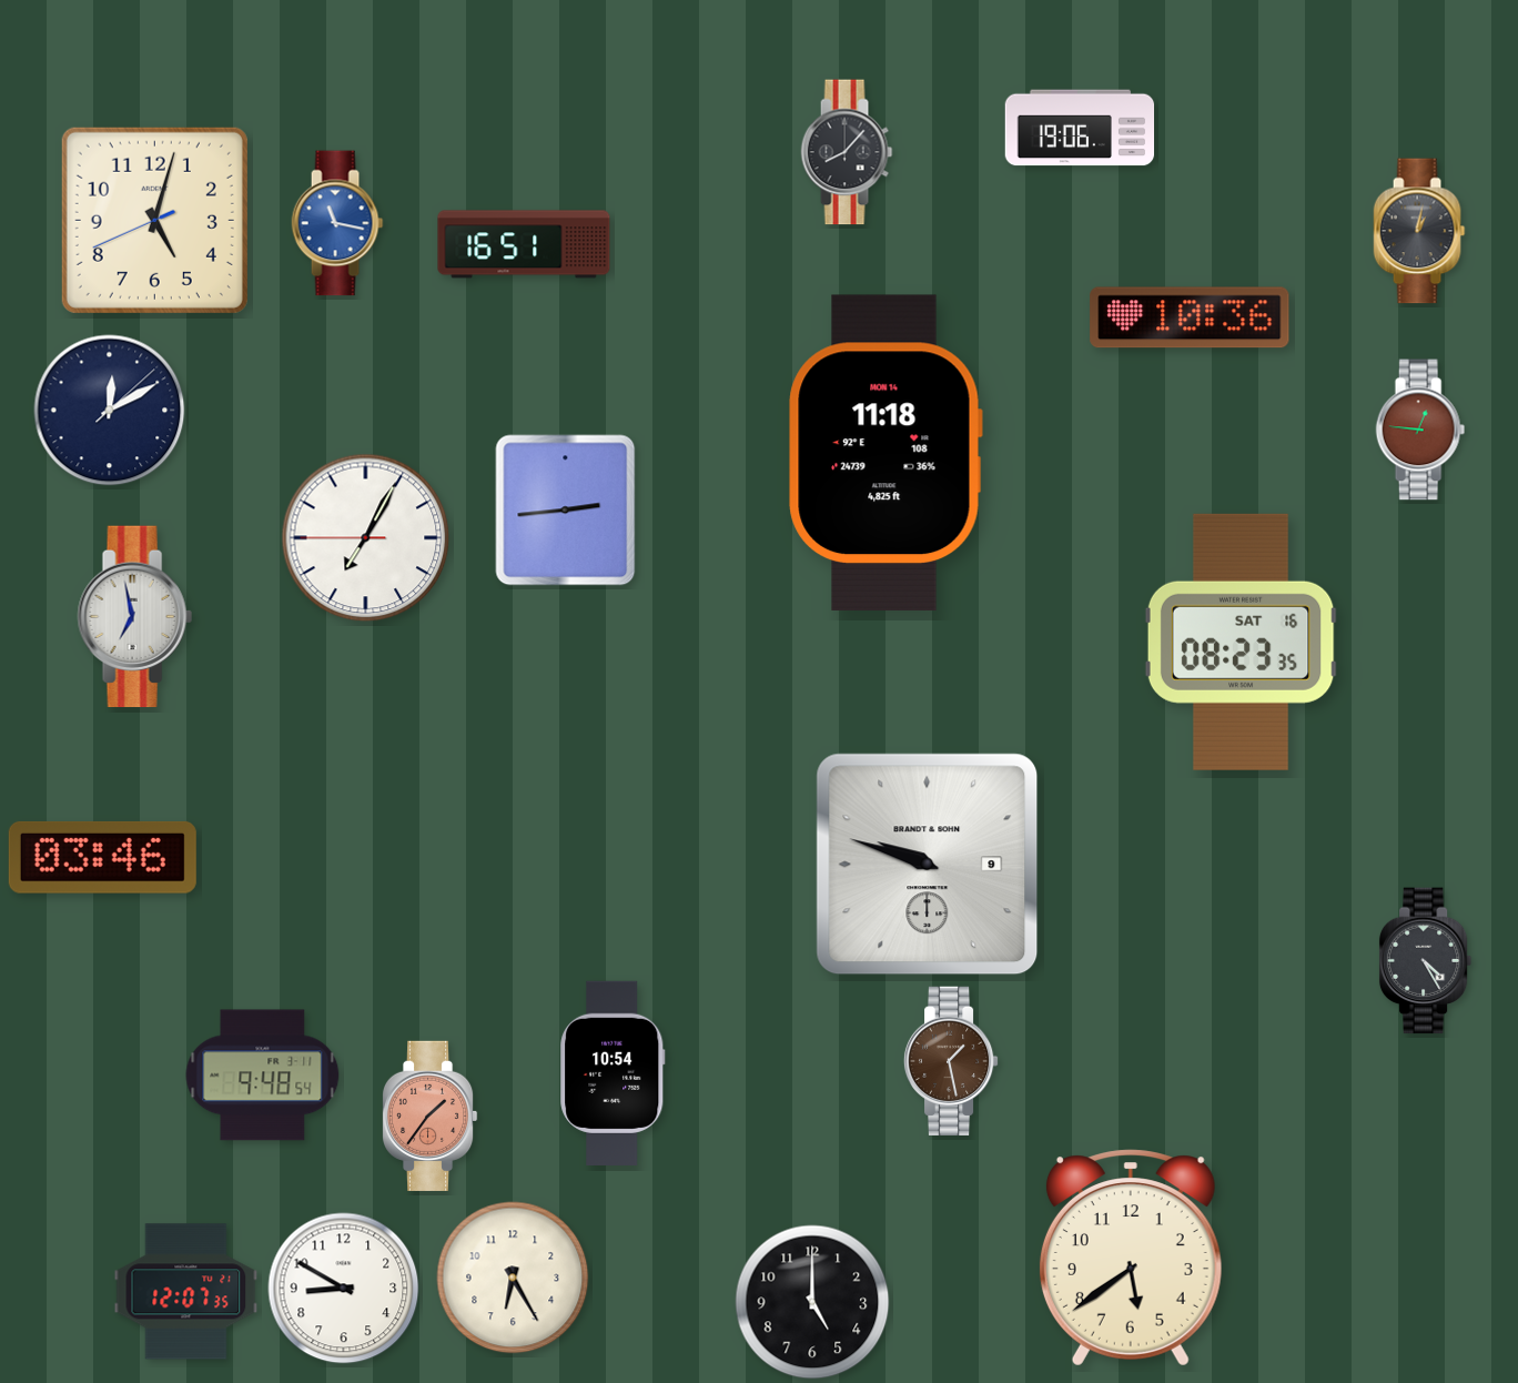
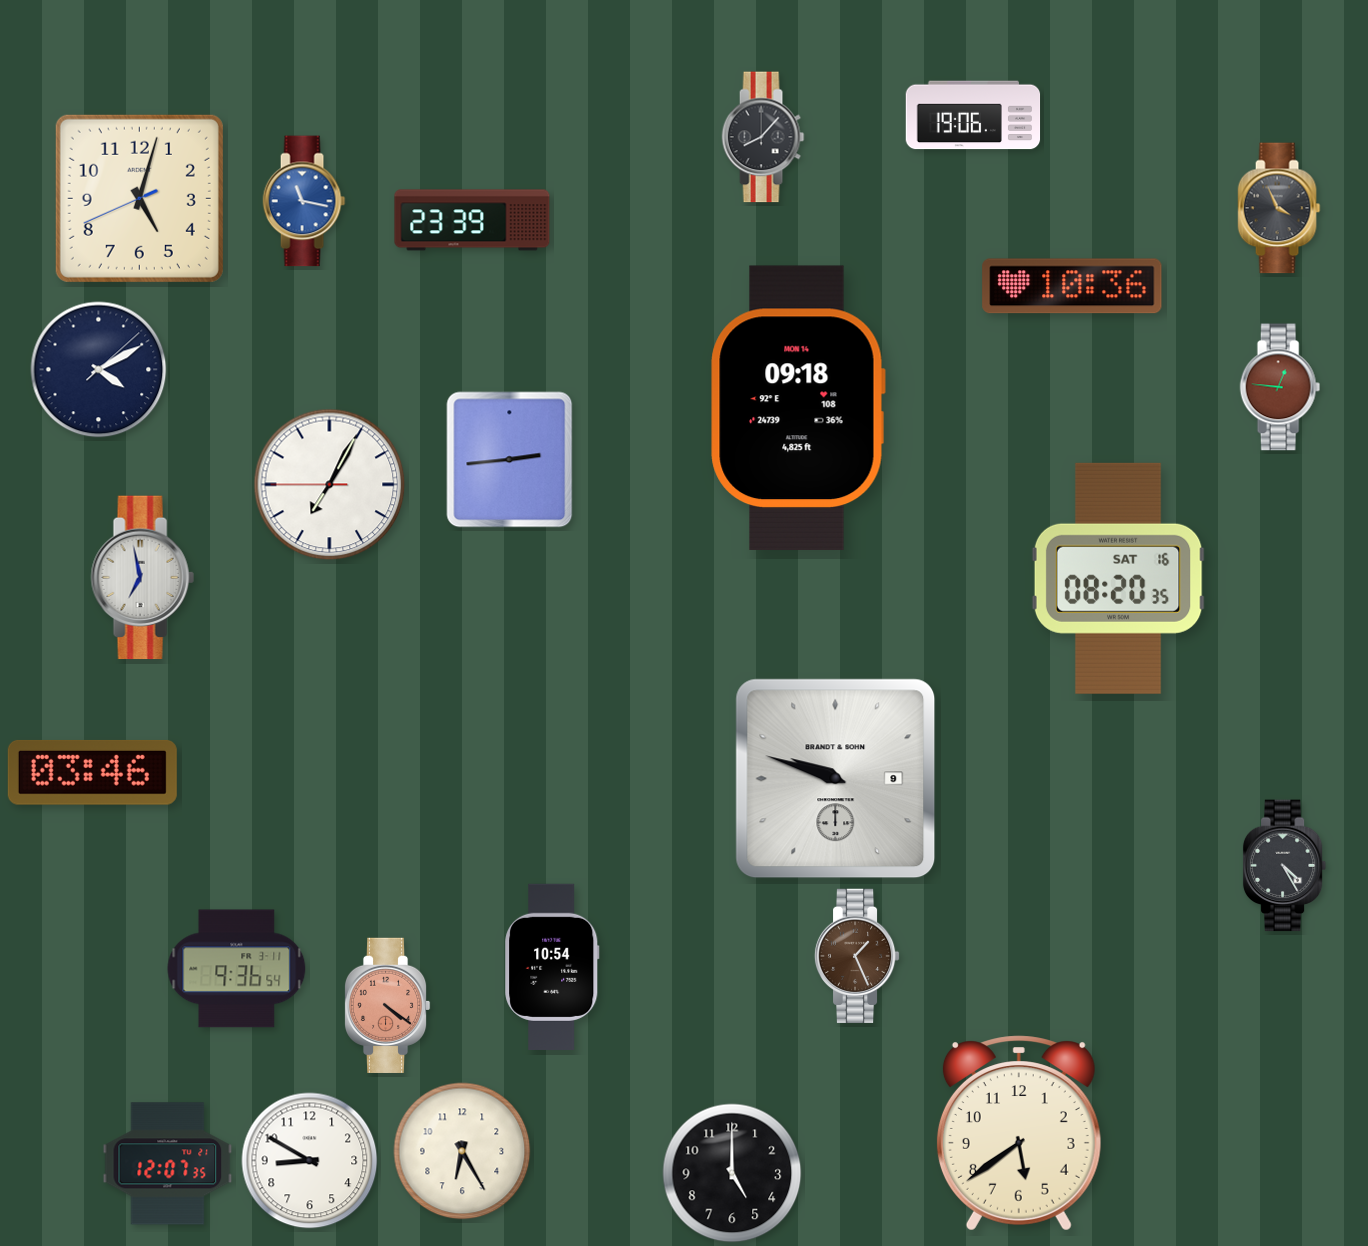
clock at (1419, 231): 1:02 -> 3:56
clock at (524, 244): 16:51 -> 23:39
clock at (110, 411): 12:10 -> 4:10
clock at (885, 453): 11:18 -> 09:18
clock at (134, 617) position: (134, 617) -> (142, 578)
clock at (1241, 642): 08:23 -> 08:20
clock at (951, 1060): 1:28 -> 1:26
clock at (263, 1076): 9:48 -> 9:36
clock at (429, 1116): 1:36 -> 4:21
